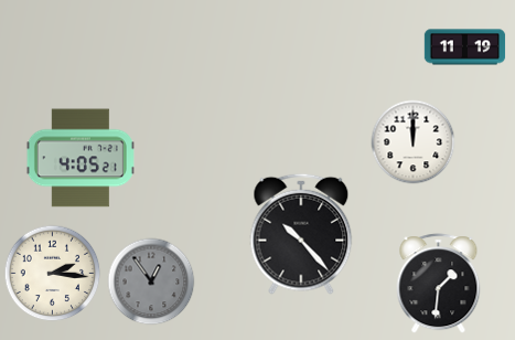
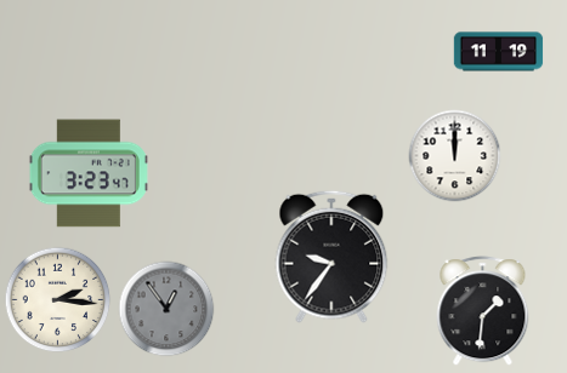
clock at (465, 47) position: (465, 47) -> (499, 52)
clock at (81, 158): 4:05 -> 3:23
clock at (301, 234): 10:23 -> 9:36
